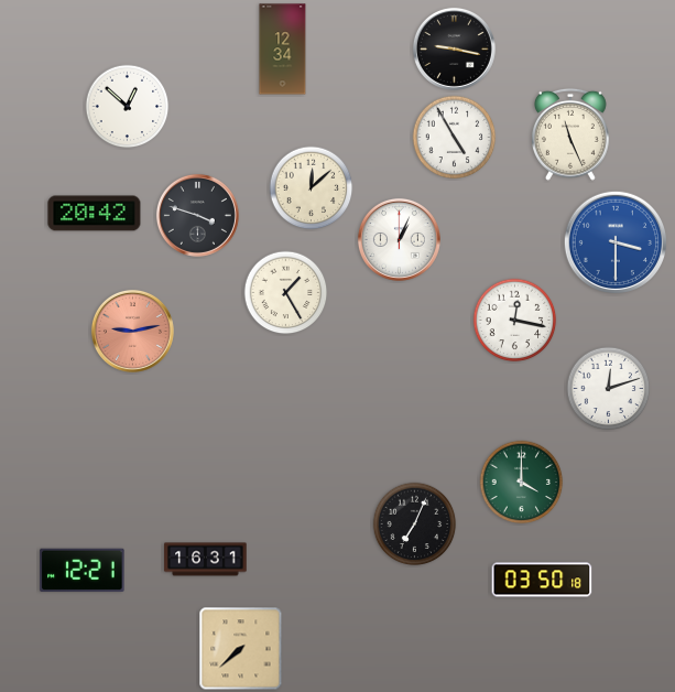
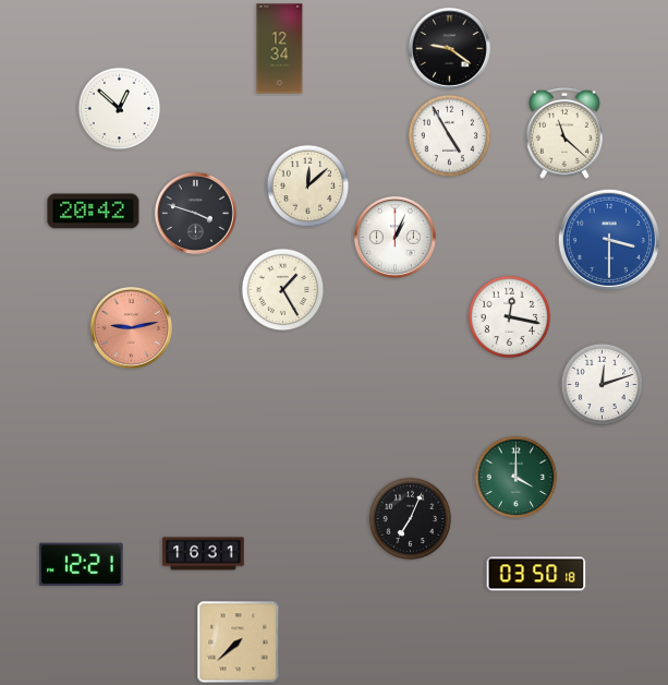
clock at (454, 48): 9:17 -> 9:21
clock at (128, 107) position: (128, 107) -> (120, 109)
clock at (570, 134): 11:26 -> 11:22
